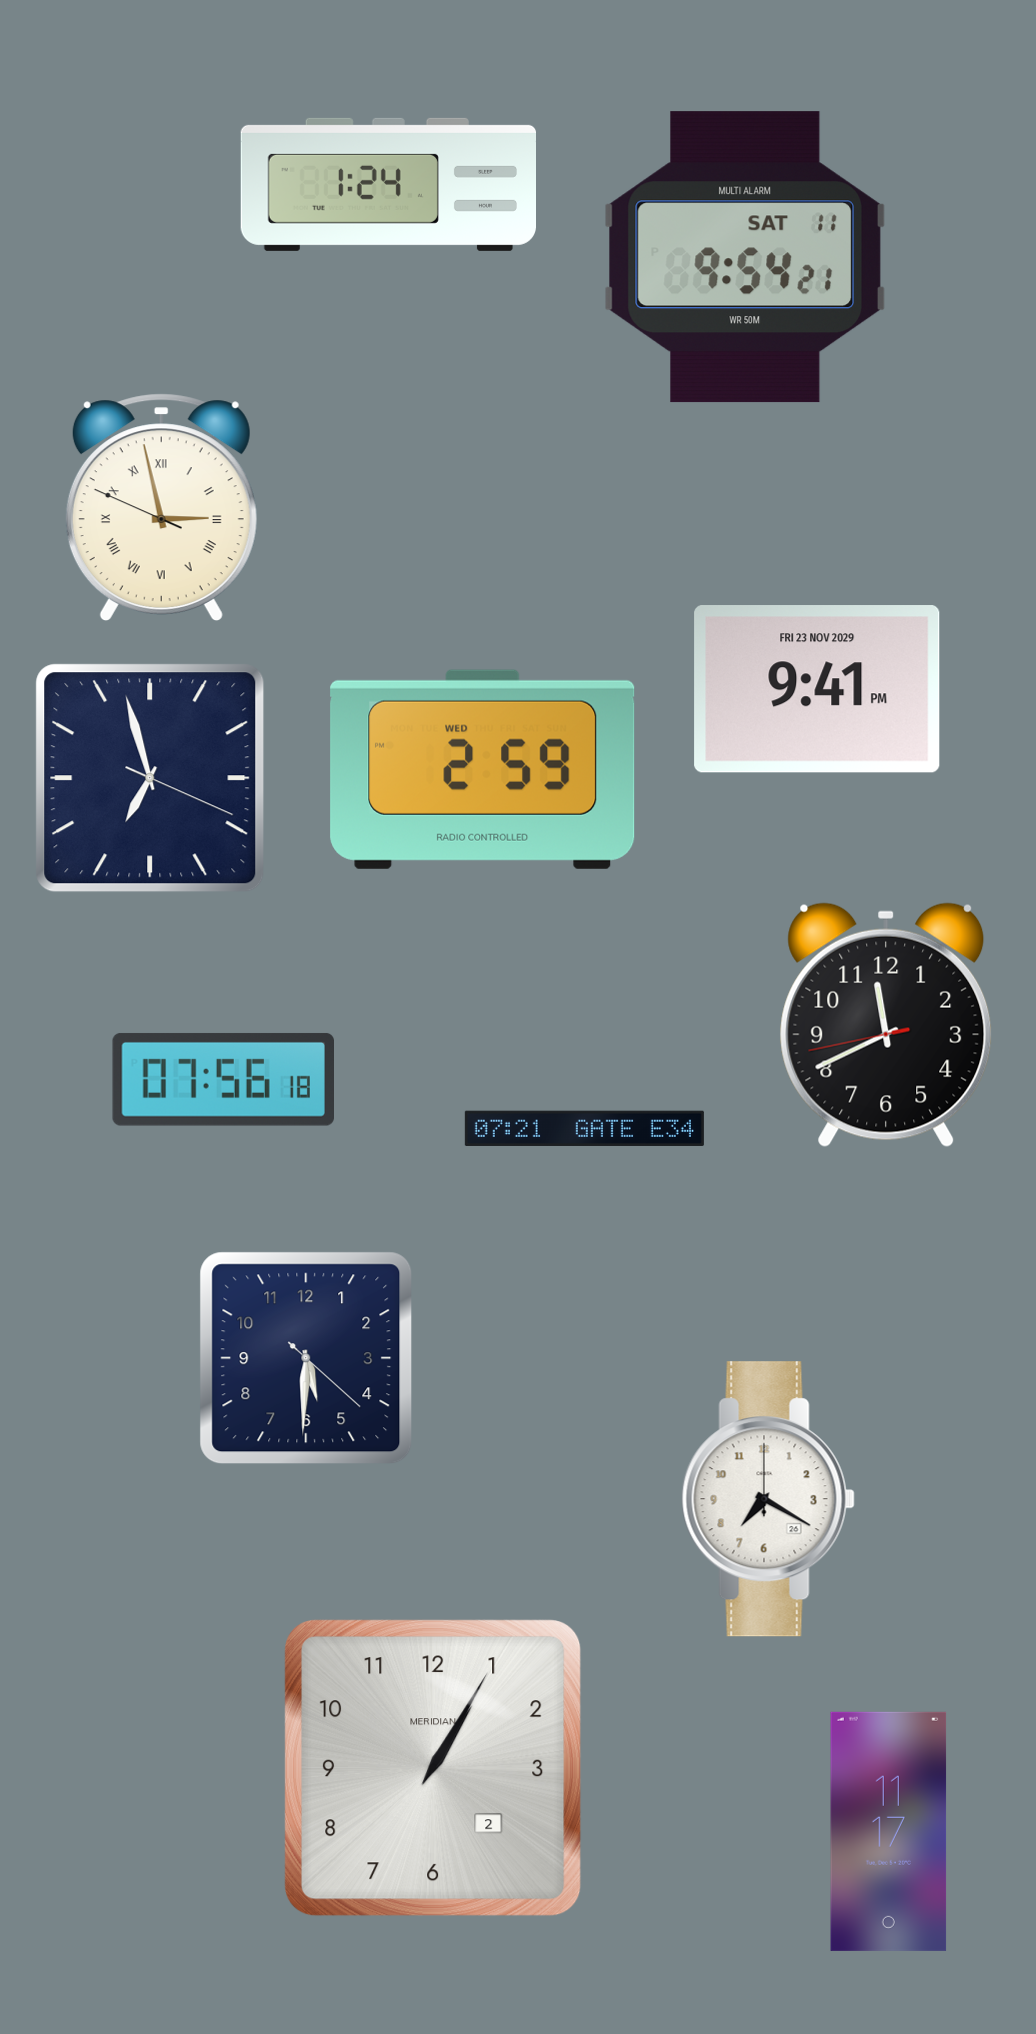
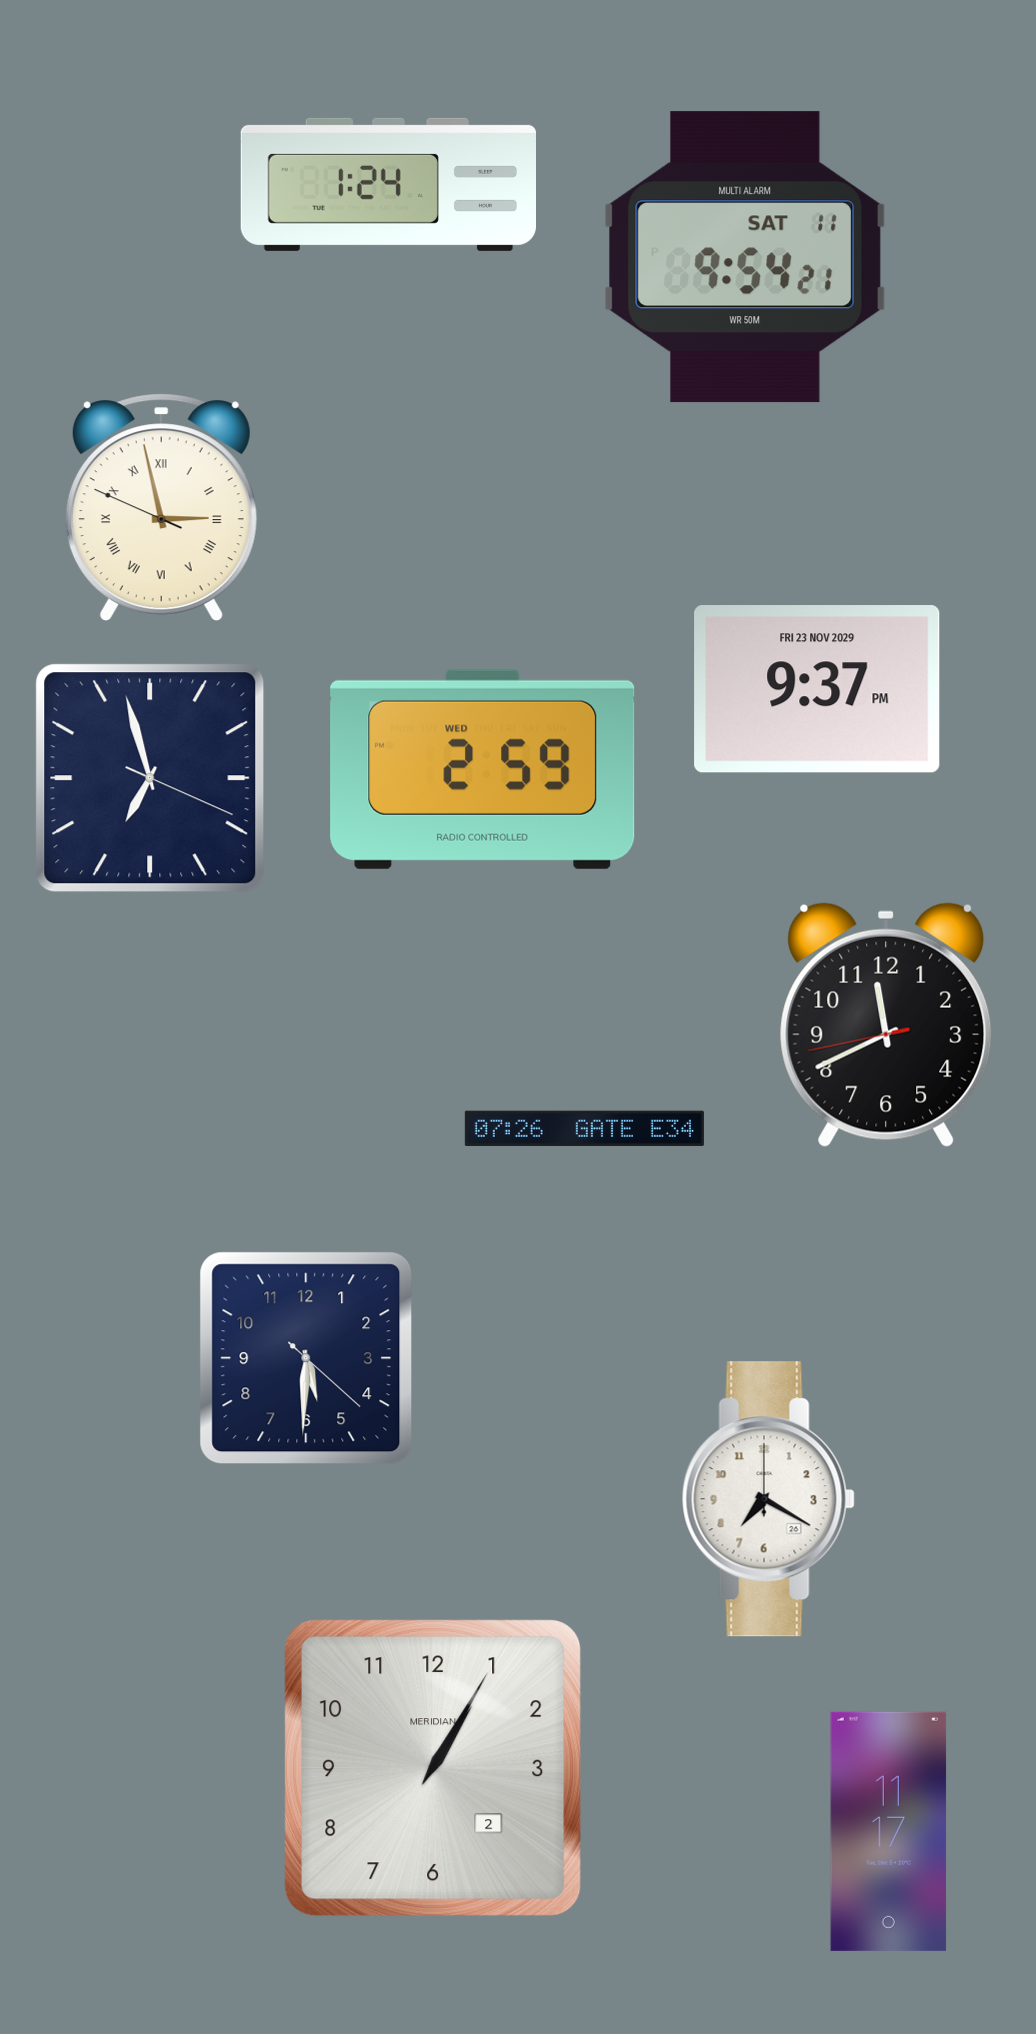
clock at (817, 689): 9:41 -> 9:37
clock at (223, 1079): 07:56 -> none
clock at (584, 1128): 07:21 -> 07:26
